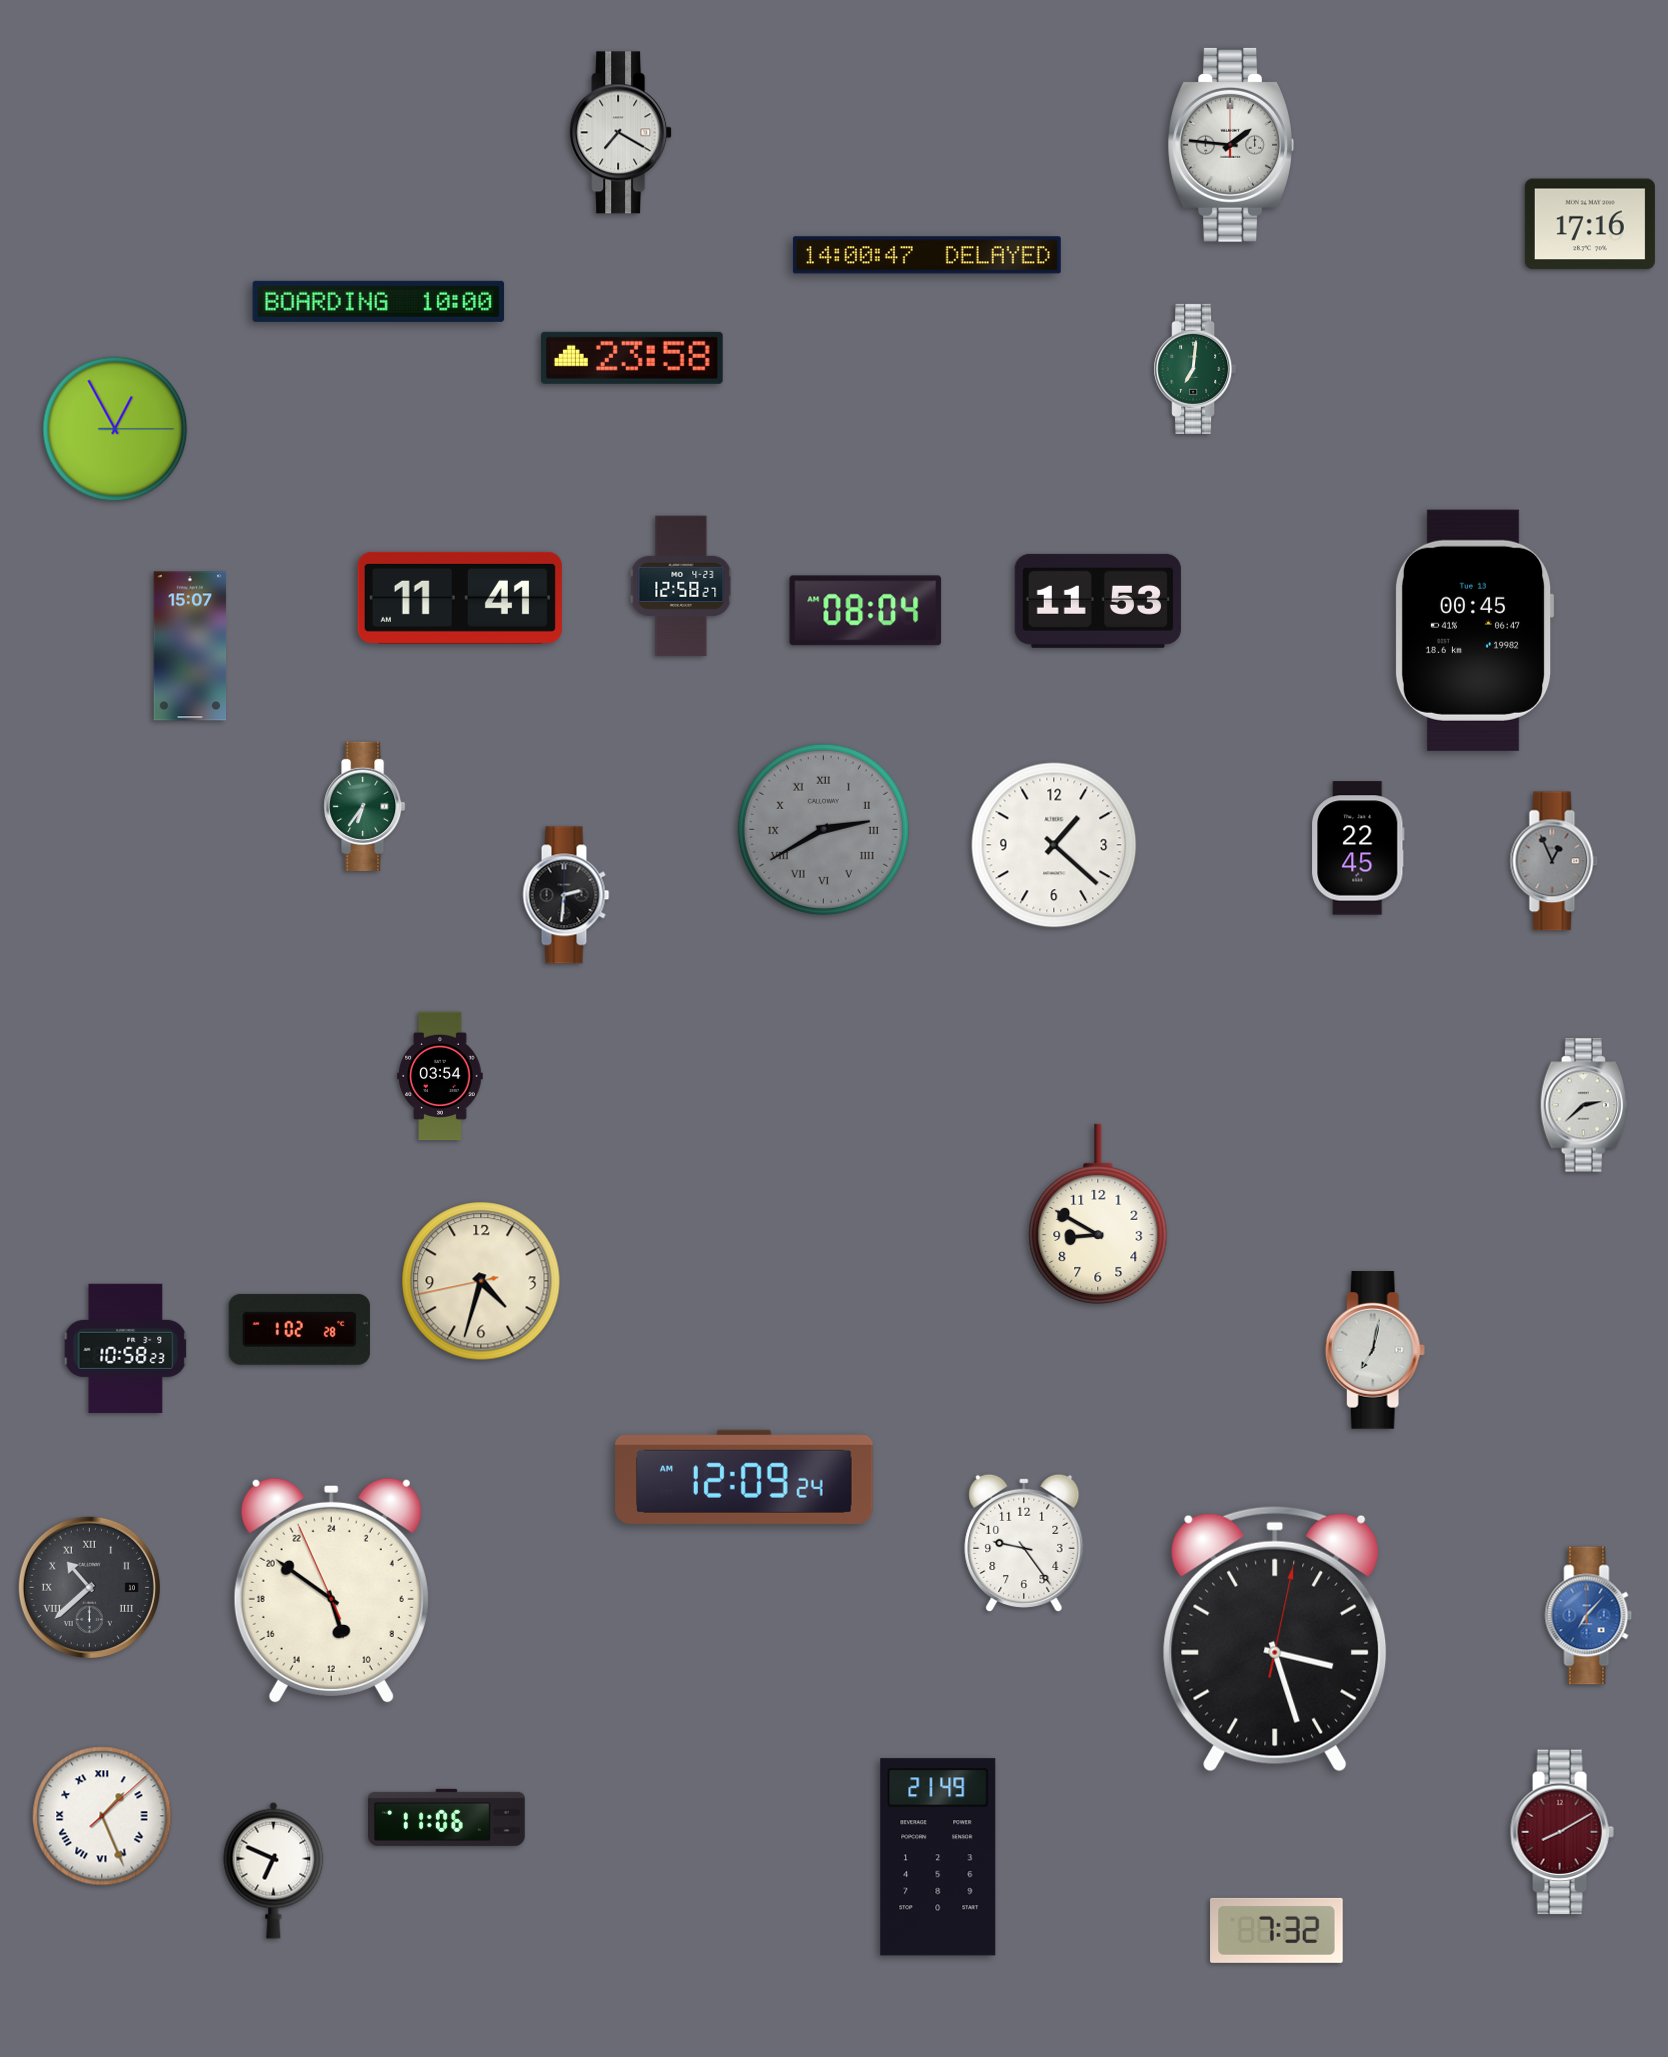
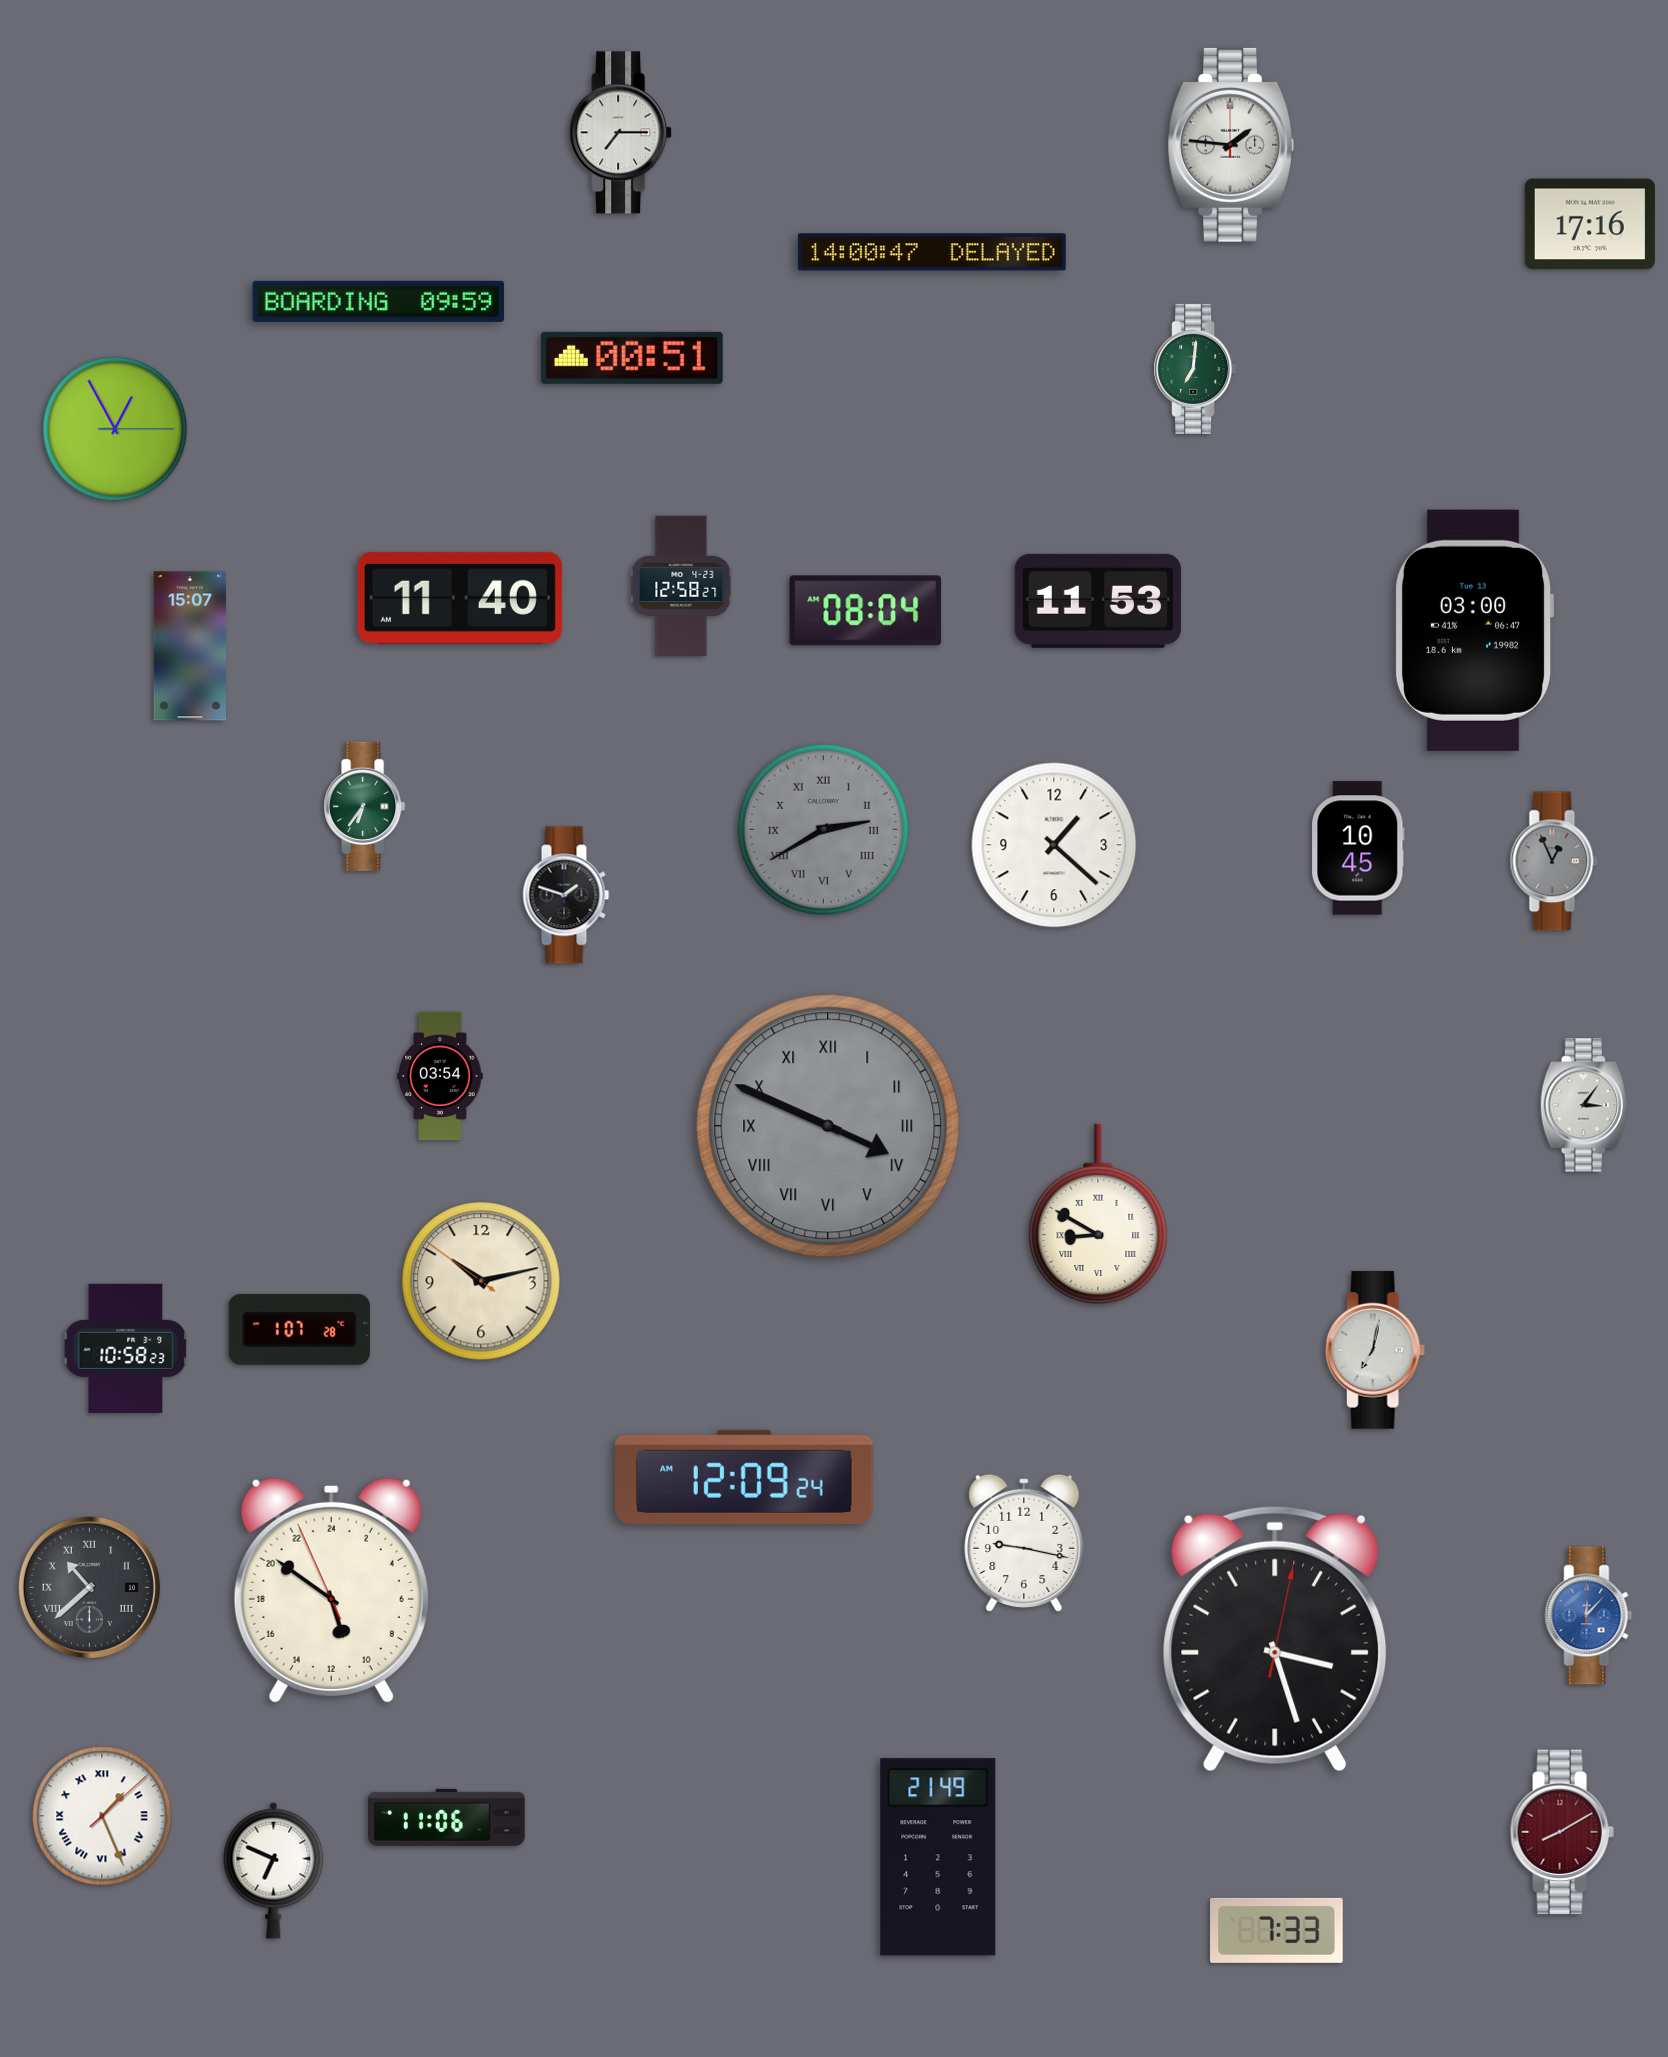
clock at (621, 133): 7:20 -> 7:15
clock at (927, 255) position: (927, 255) -> (932, 252)
clock at (379, 301): 10:00 -> 09:59
clock at (632, 358): 23:58 -> 00:51
clock at (460, 598): 11:41 -> 11:40
clock at (1474, 630): 00:45 -> 03:00
clock at (1358, 848): 22:45 -> 10:45
clock at (566, 895): 2:31 -> 1:48
clock at (1584, 1105): 2:38 -> 3:06
clock at (828, 1126): none -> 3:49
clock at (1098, 1213) numerals: Arabic -> Roman
clock at (481, 1281): 4:32 -> 10:12
clock at (299, 1329): 1:02 -> 1:07
clock at (1024, 1543): 9:24 -> 9:17
clock at (1589, 1616): 7:07 -> 12:07
clock at (1277, 1930): 7:32 -> 7:33
